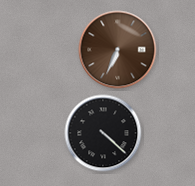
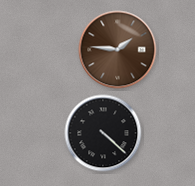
clock at (118, 50): 6:34 -> 1:46
